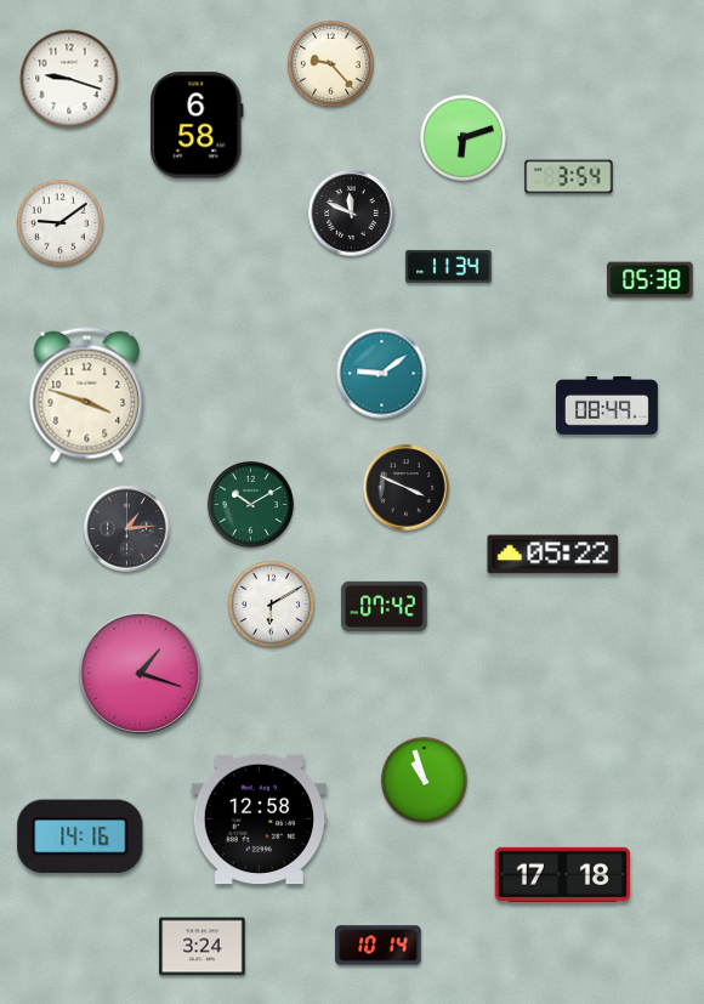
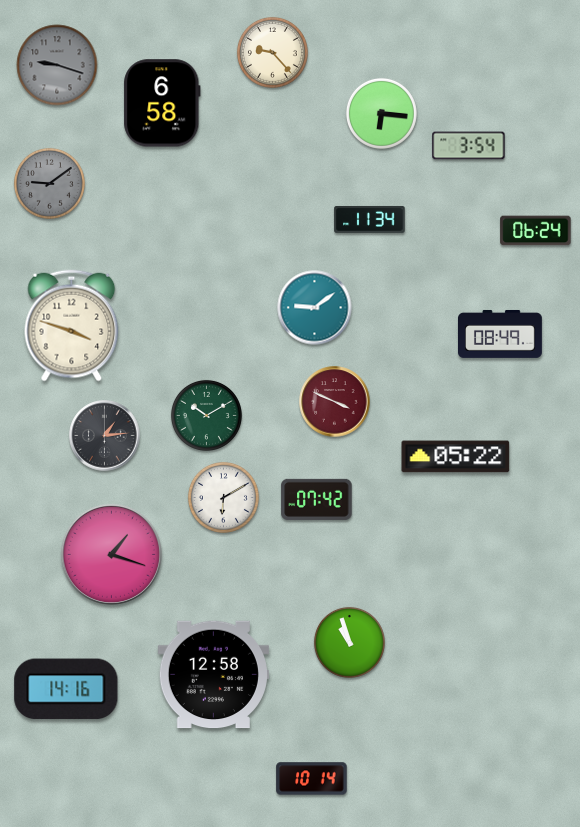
clock at (69, 79) dial: white -> grey
clock at (462, 137): 6:12 -> 6:16
clock at (352, 214): 11:49 -> none
clock at (59, 222) dial: white -> grey
clock at (651, 280): 05:38 -> 06:24
clock at (407, 488) dial: black -> burgundy
clock at (140, 673) position: (140, 673) -> (111, 554)
clock at (562, 874): 17:18 -> none
clock at (203, 947): 3:24 -> none
